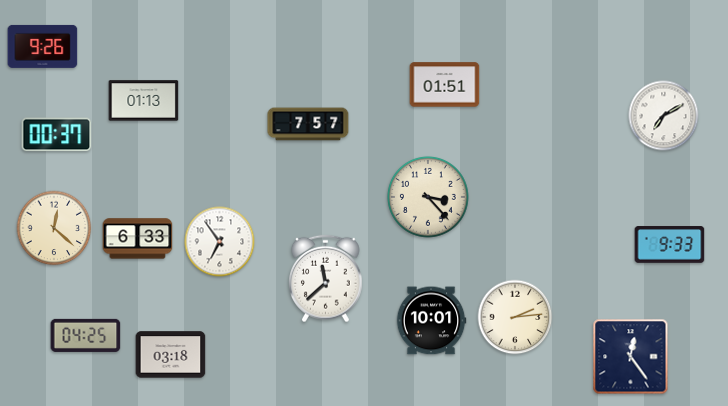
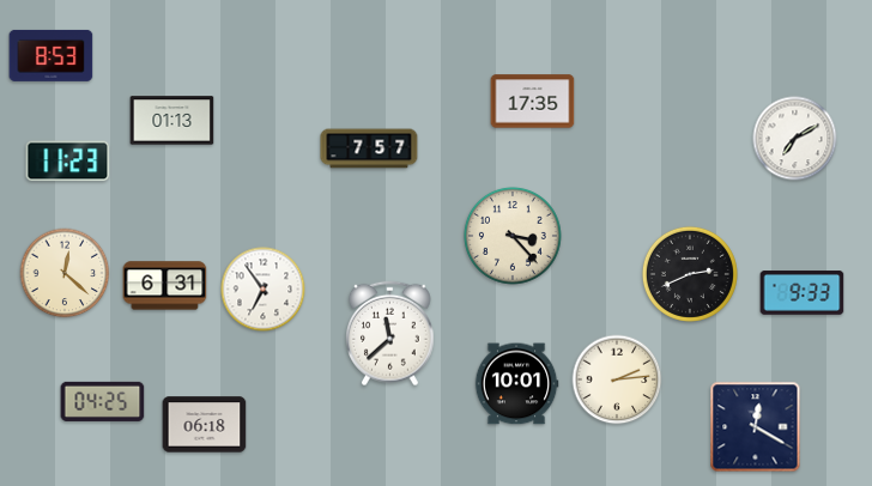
clock at (43, 46): 9:26 -> 8:53
clock at (445, 85): 01:51 -> 17:35
clock at (57, 135): 00:37 -> 11:23
clock at (690, 274): none -> 2:41
clock at (138, 239): 6:33 -> 6:31
clock at (171, 355): 03:18 -> 06:18
clock at (631, 357): 12:24 -> 12:20
